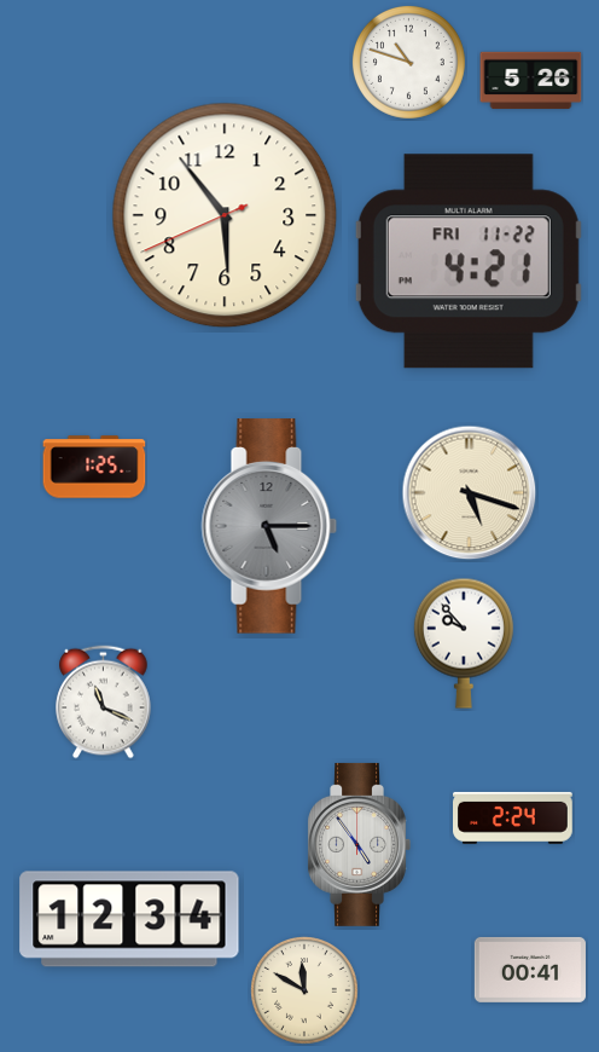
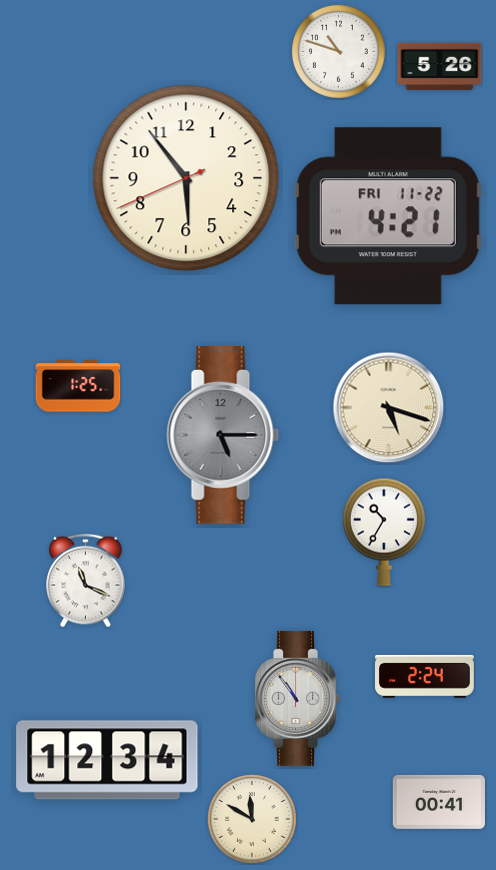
clock at (464, 643): 9:53 -> 10:35
clock at (359, 844): 4:54 -> 10:54
